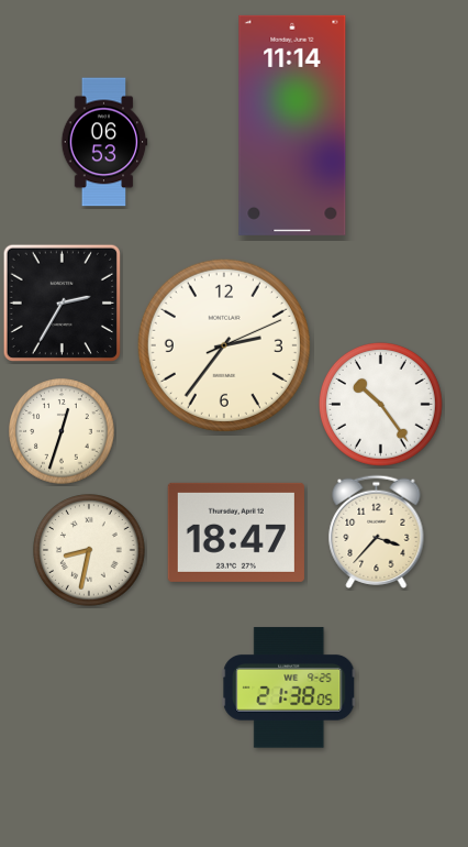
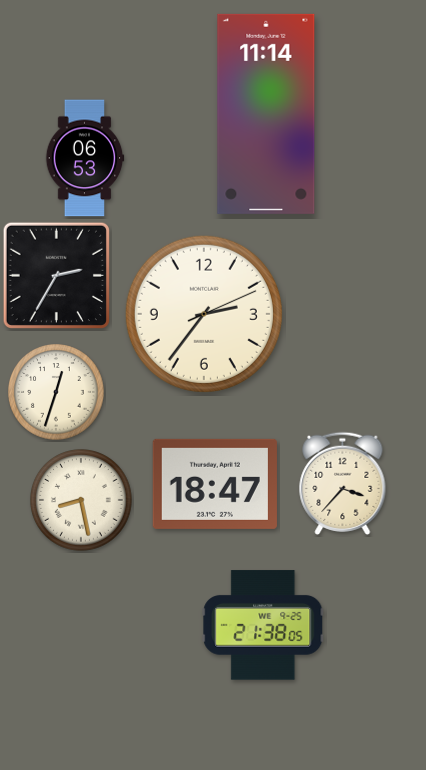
clock at (104, 142) position: (104, 142) -> (85, 158)
clock at (380, 404): 10:24 -> none
clock at (89, 550): 8:32 -> 8:28
